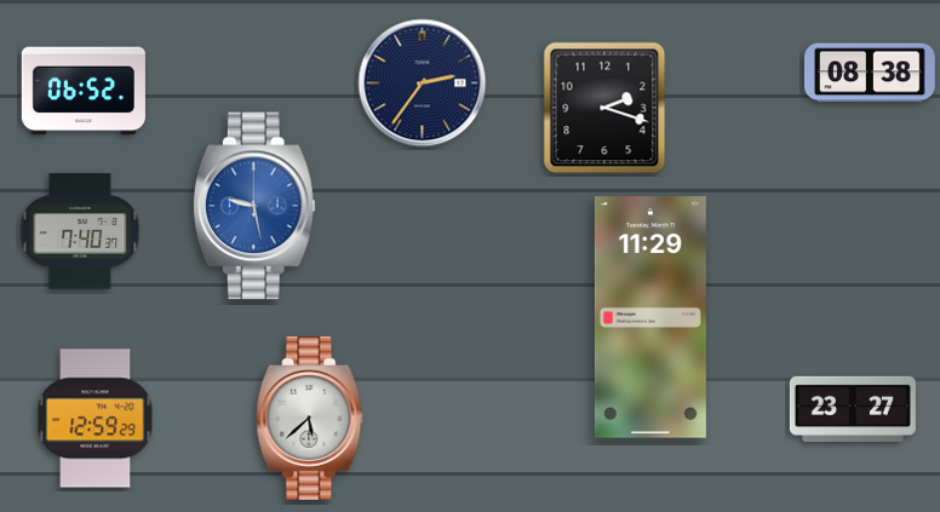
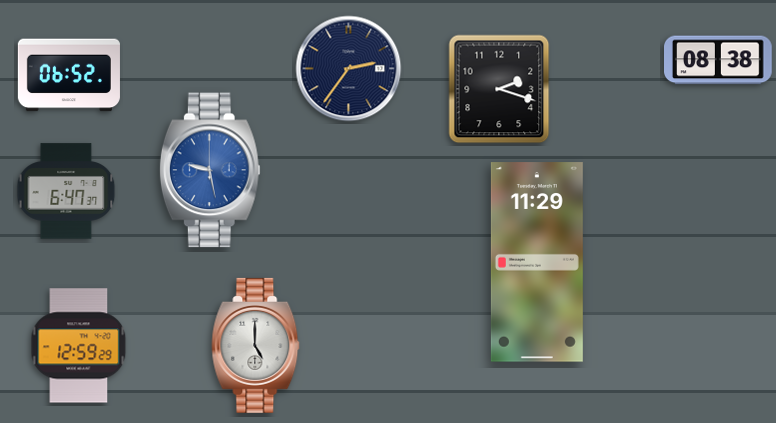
clock at (80, 231): 7:40 -> 6:47
clock at (853, 408): 23:27 -> none
clock at (310, 418): 5:38 -> 5:00
